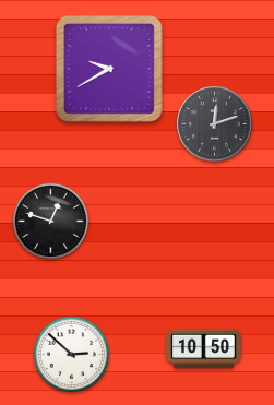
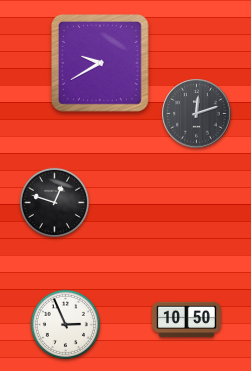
clock at (50, 221) position: (50, 221) -> (54, 202)
clock at (71, 354): 2:52 -> 2:56
